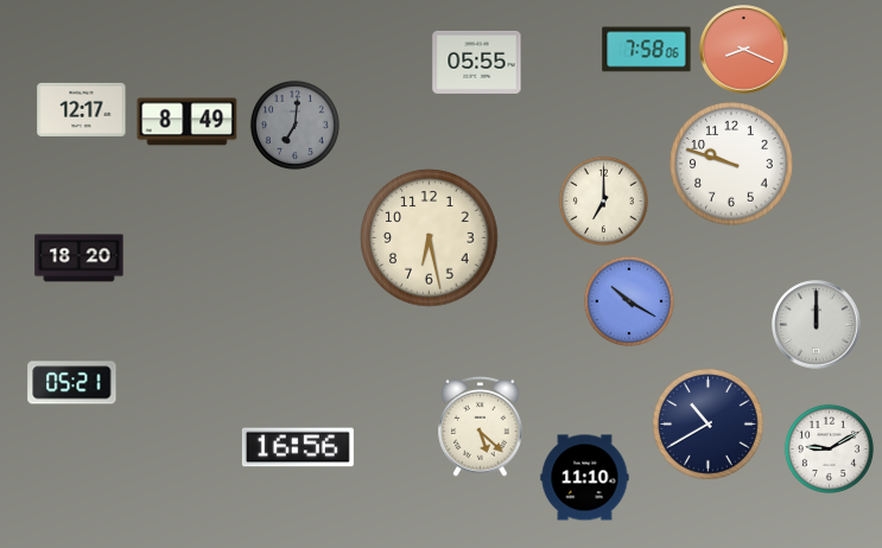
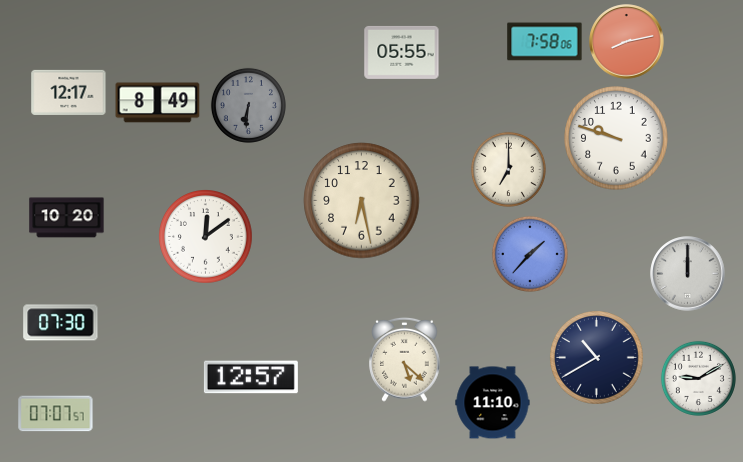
clock at (744, 50): 8:19 -> 8:13
clock at (294, 125): 7:01 -> 6:31
clock at (80, 259): 18:20 -> 10:20
clock at (206, 237): none -> 12:09
clock at (629, 301): 10:20 -> 1:37
clock at (72, 383): 05:21 -> 07:30
clock at (298, 447): 16:56 -> 12:57
clock at (56, 414): none -> 07:07
